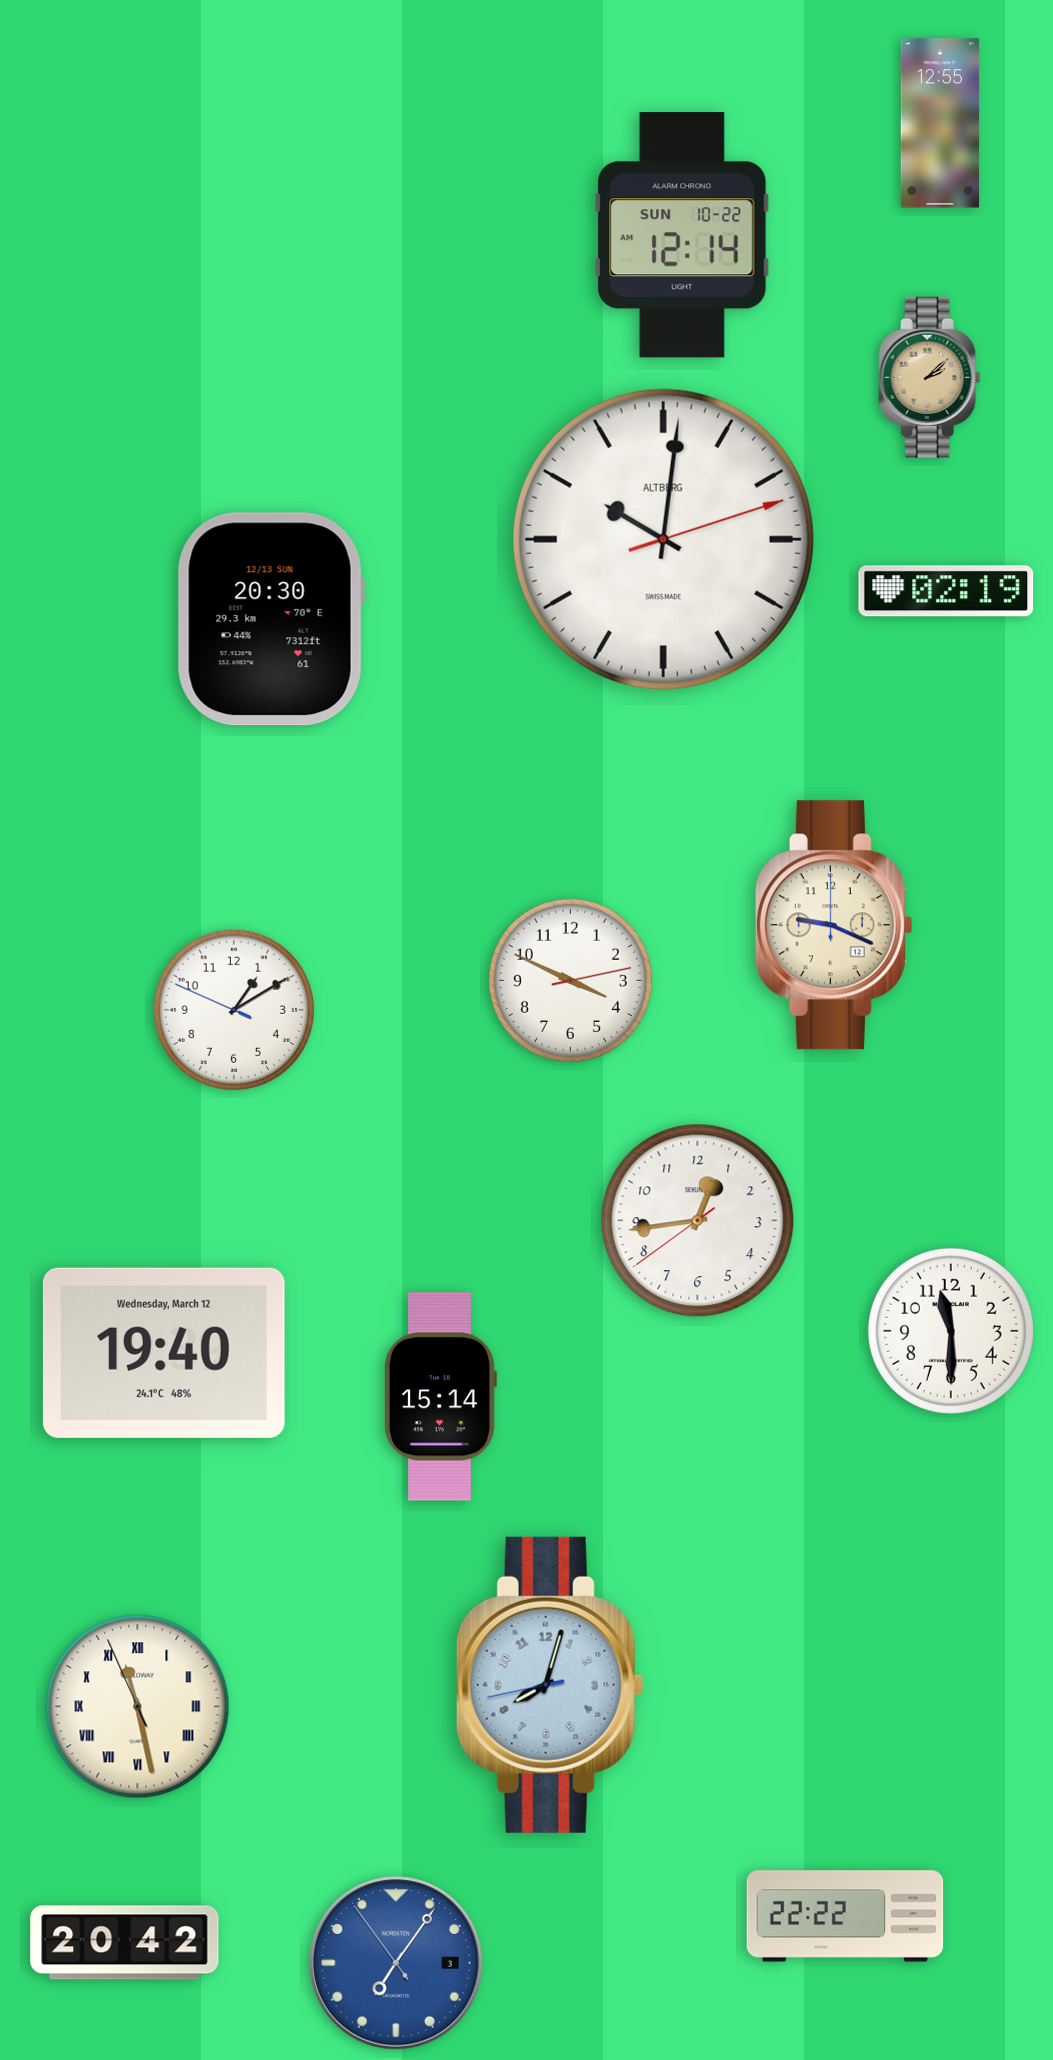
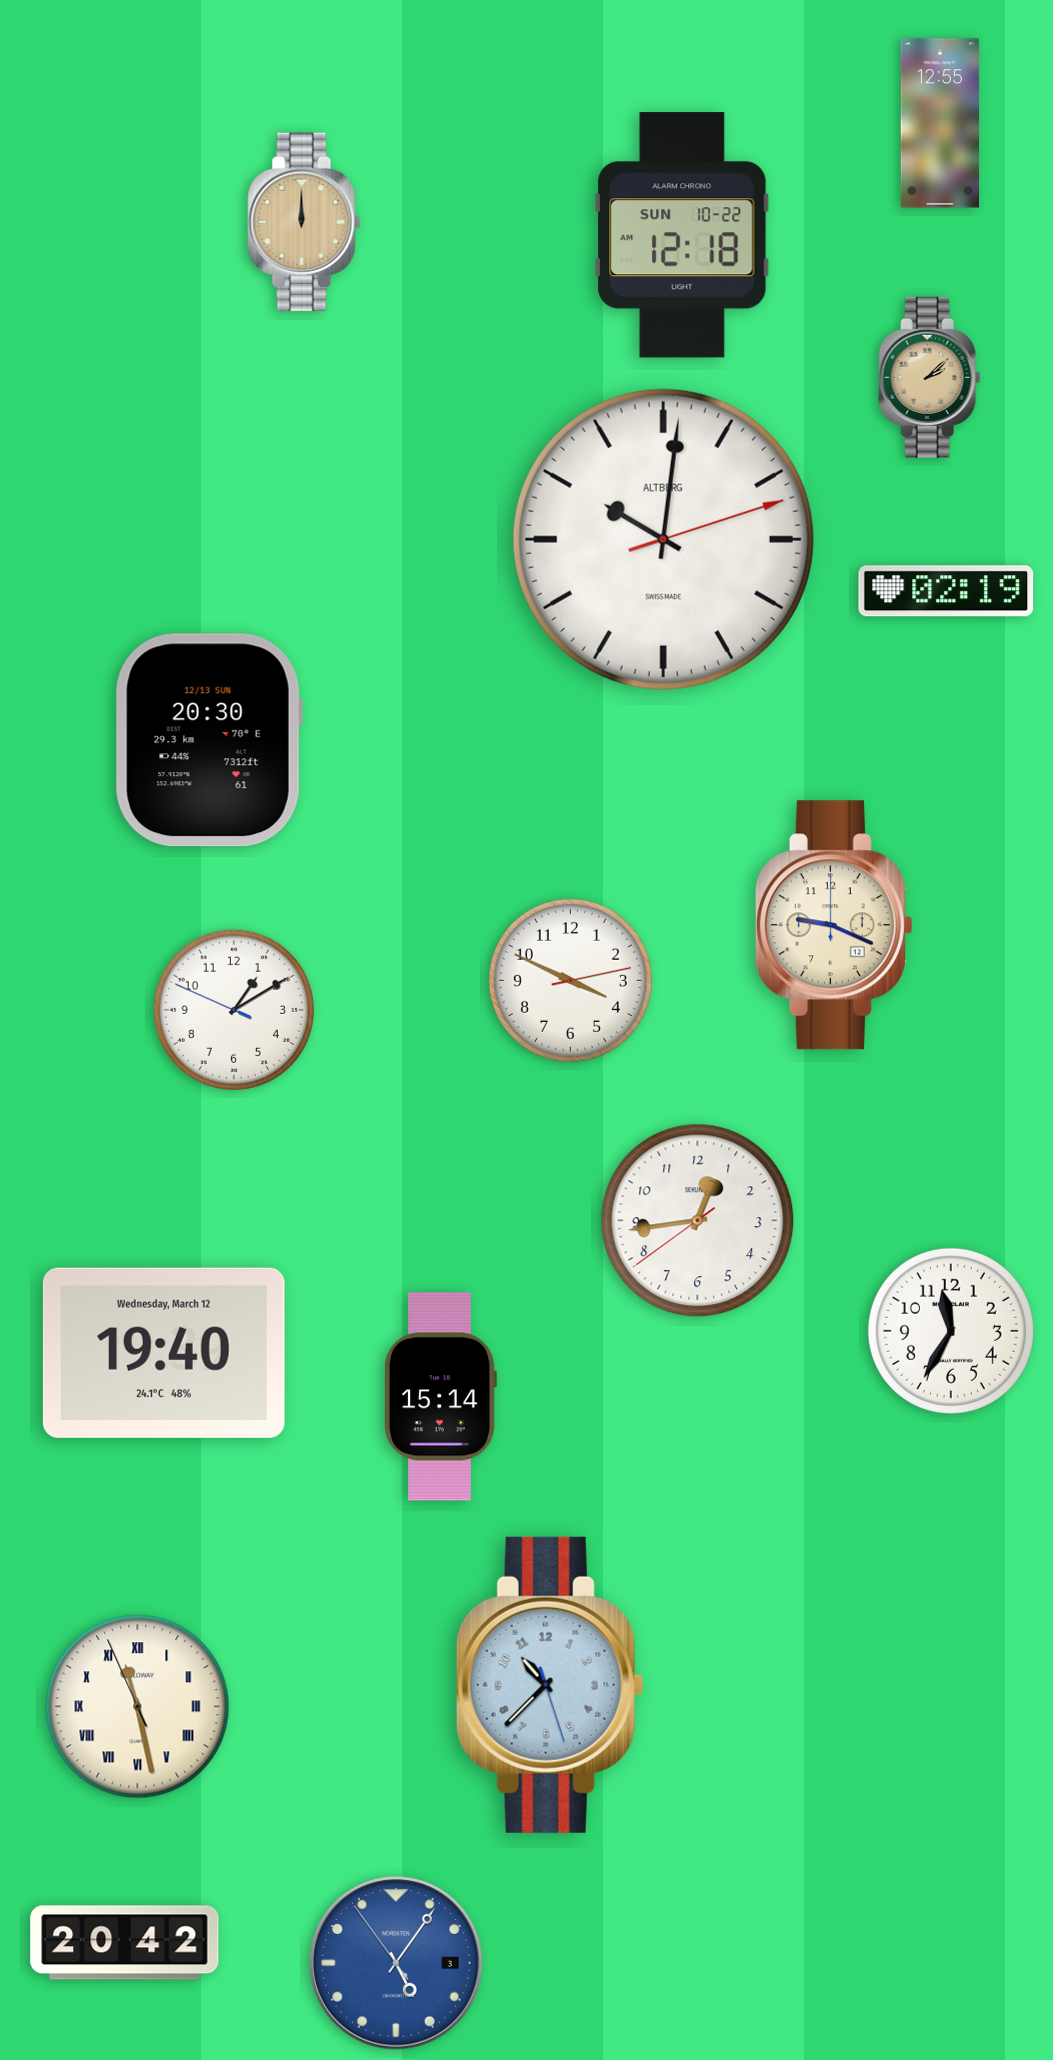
clock at (304, 221): none -> 12:00
clock at (682, 235): 12:14 -> 12:18
clock at (271, 619) position: (271, 619) -> (209, 740)
clock at (951, 1331): 11:30 -> 11:35
clock at (550, 1685): 8:02 -> 10:37
clock at (845, 1916): 22:22 -> none
clock at (396, 1963): 7:05 -> 5:05
